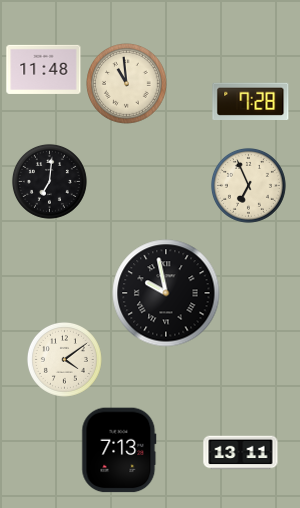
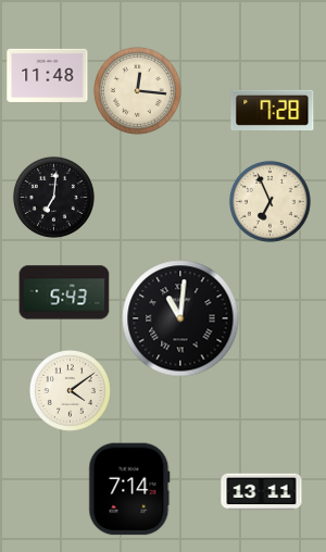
clock at (127, 84): 10:59 -> 12:16
clock at (64, 292): none -> 5:43
clock at (166, 293): 9:58 -> 11:01
clock at (119, 450): 7:13 -> 7:14
